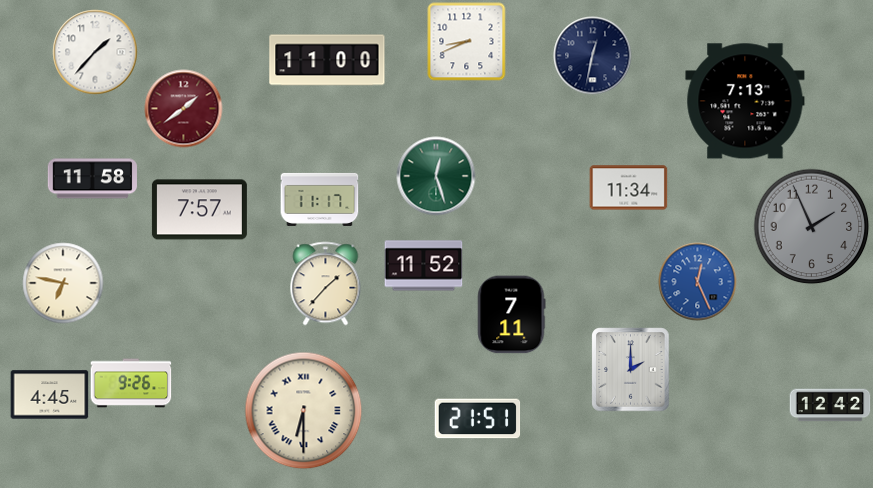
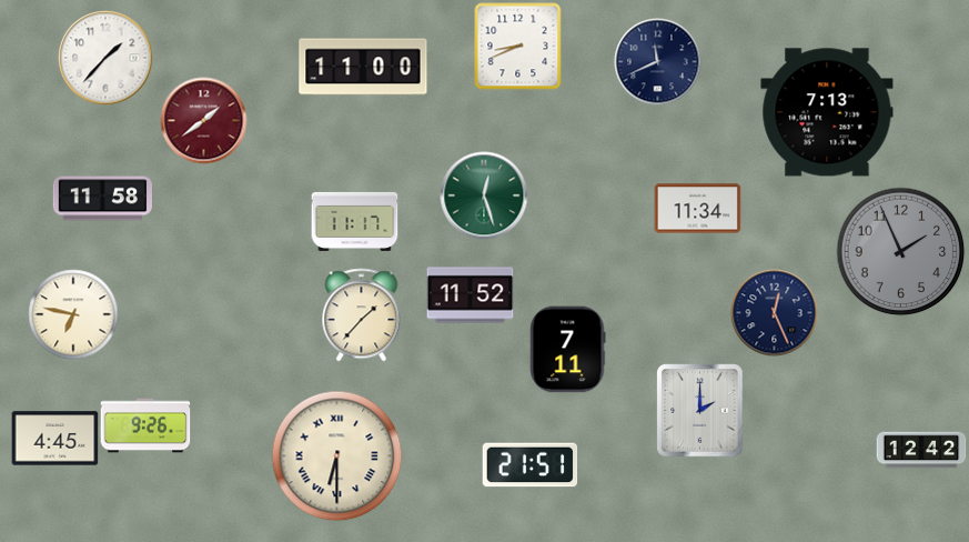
clock at (592, 55): 12:32 -> 11:41
clock at (199, 210): 7:57 -> none
clock at (697, 281) dial: blue -> navy
clock at (63, 283) position: (63, 283) -> (73, 314)
